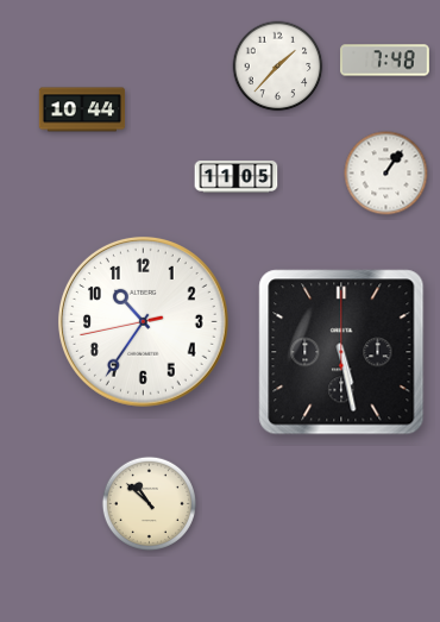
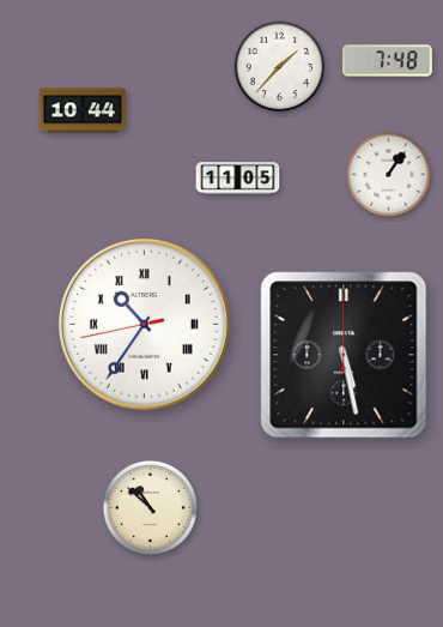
clock at (143, 321) numerals: Arabic -> Roman
